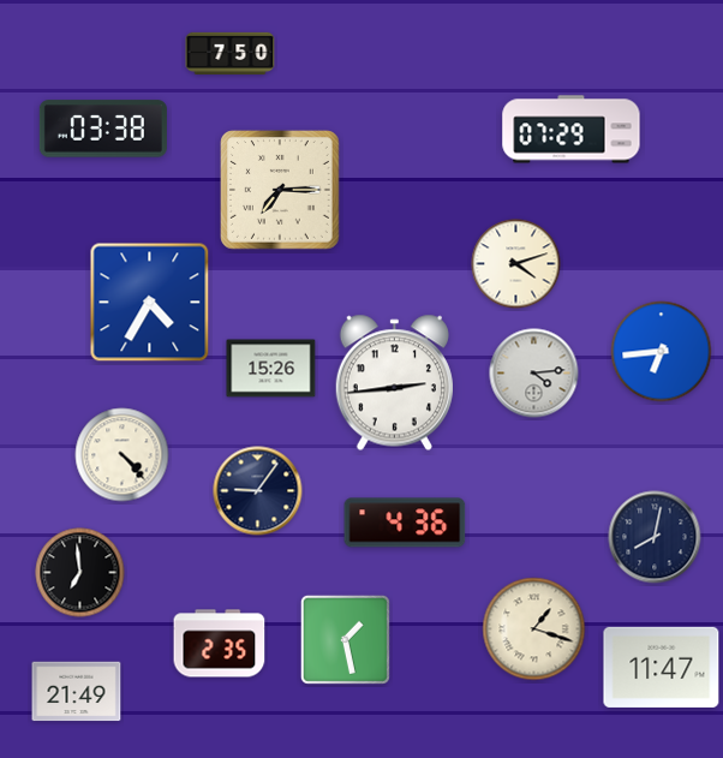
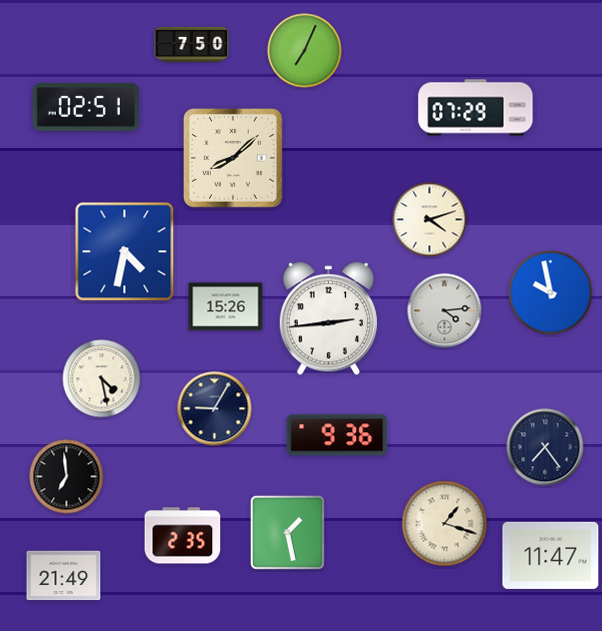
clock at (305, 51): none -> 7:04
clock at (103, 129): 03:38 -> 02:51
clock at (281, 191): 7:15 -> 8:08
clock at (150, 303): 4:35 -> 4:32
clock at (662, 352): 6:44 -> 9:58
clock at (123, 455): 4:23 -> 4:28
clock at (258, 491): 9:06 -> 9:05
clock at (405, 523): 4:36 -> 9:36
clock at (655, 537): 8:02 -> 7:24
